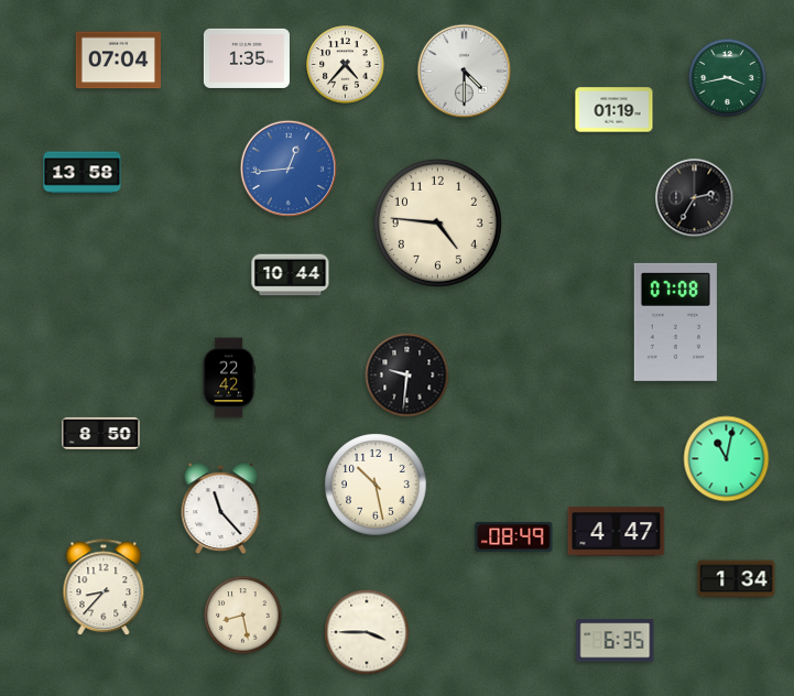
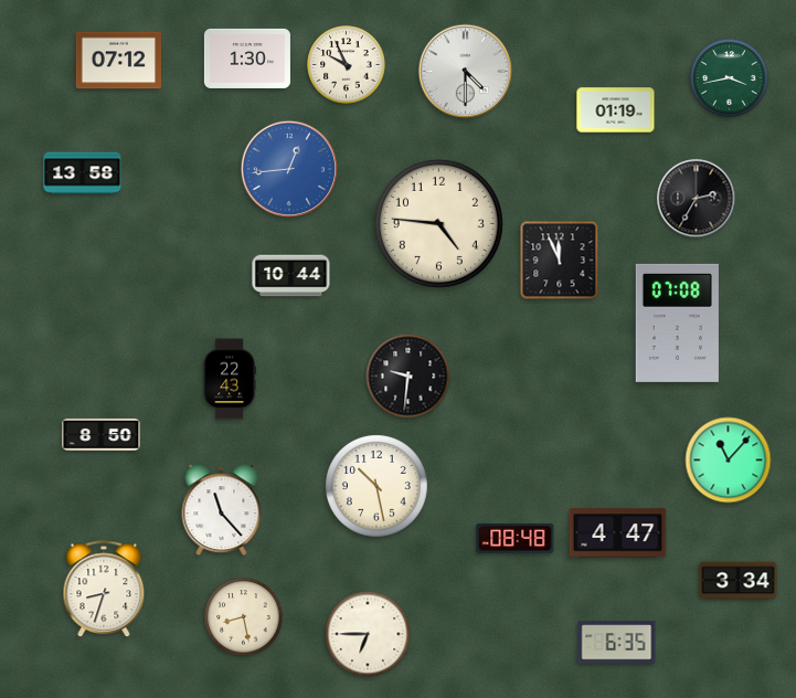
clock at (247, 58): 1:35 -> 1:30
clock at (118, 61): 07:04 -> 07:12
clock at (346, 65): 4:37 -> 9:56
clock at (560, 261): none -> 11:56
clock at (229, 378): 22:42 -> 22:43
clock at (727, 459): 11:02 -> 11:07
clock at (514, 536): 08:49 -> 08:48
clock at (737, 579): 1:34 -> 3:34
clock at (104, 588): 8:37 -> 8:33
clock at (367, 632): 3:45 -> 6:45
